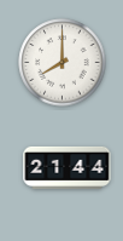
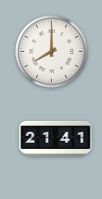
clock at (68, 167): 21:44 -> 21:41
